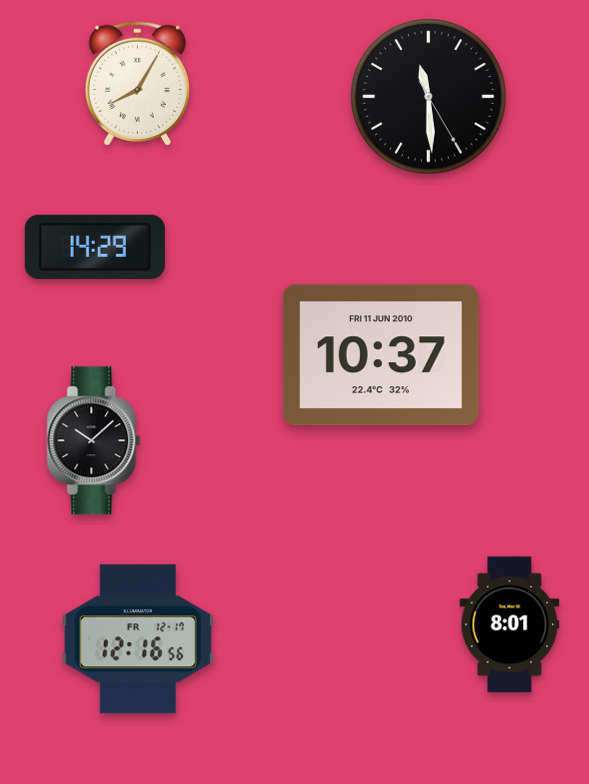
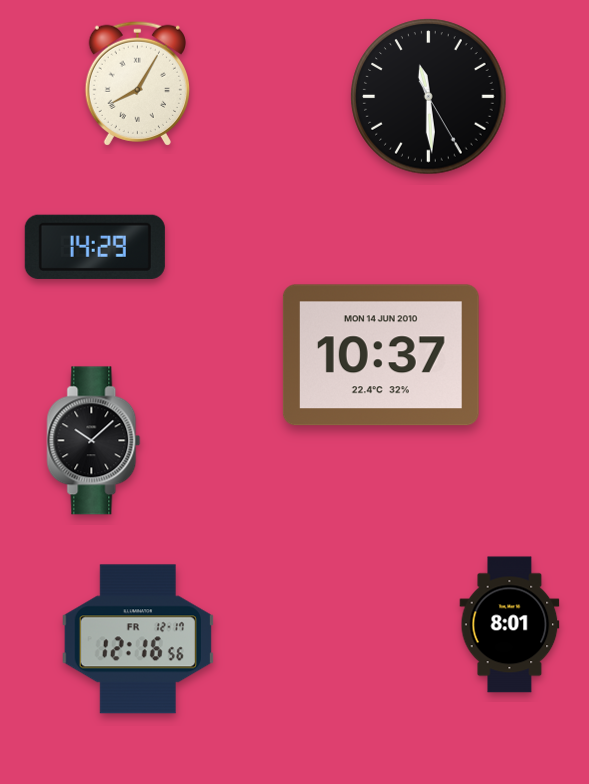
clock at (381, 355) date: FRI 11 JUN 2010 -> MON 14 JUN 2010
